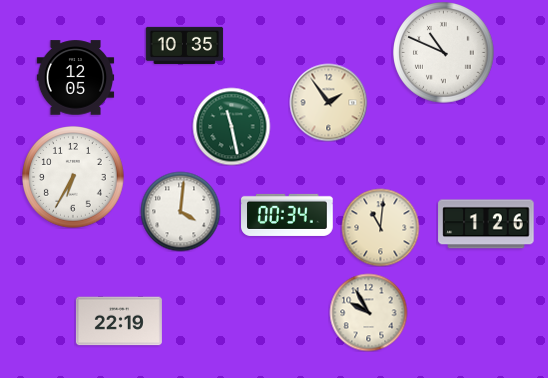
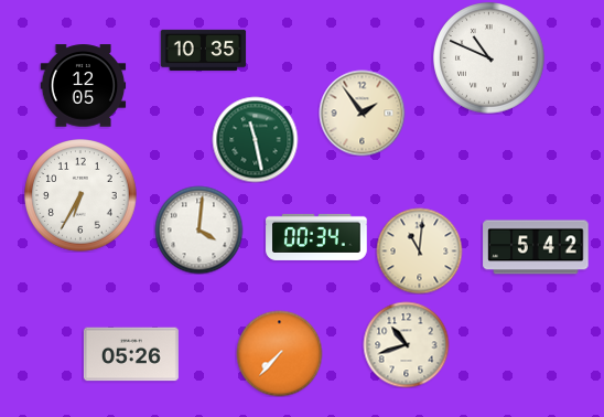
clock at (180, 211) position: (180, 211) -> (198, 229)
clock at (486, 224): 1:26 -> 5:42
clock at (368, 312): 9:55 -> 10:42
clock at (279, 353): none -> 7:37
clock at (119, 321): 22:19 -> 05:26
